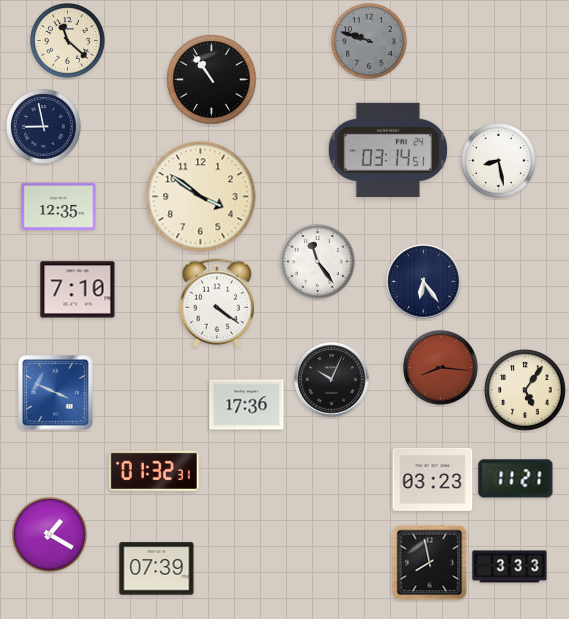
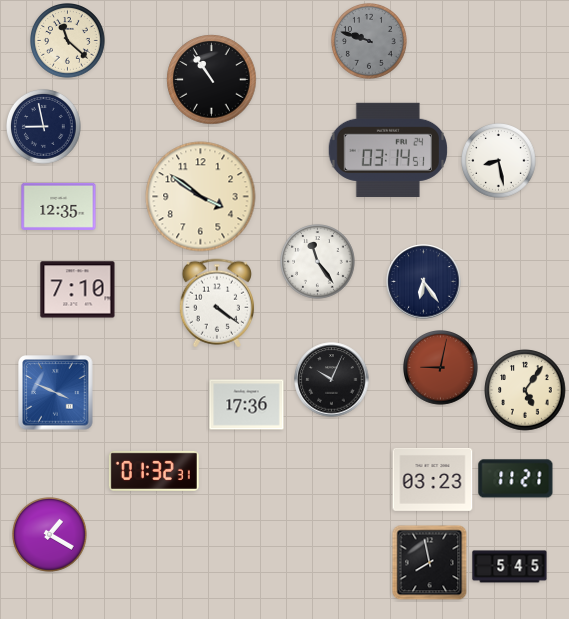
clock at (441, 368): 8:16 -> 9:02
clock at (510, 567): 3:33 -> 5:45
clock at (157, 569): 07:39 -> none
